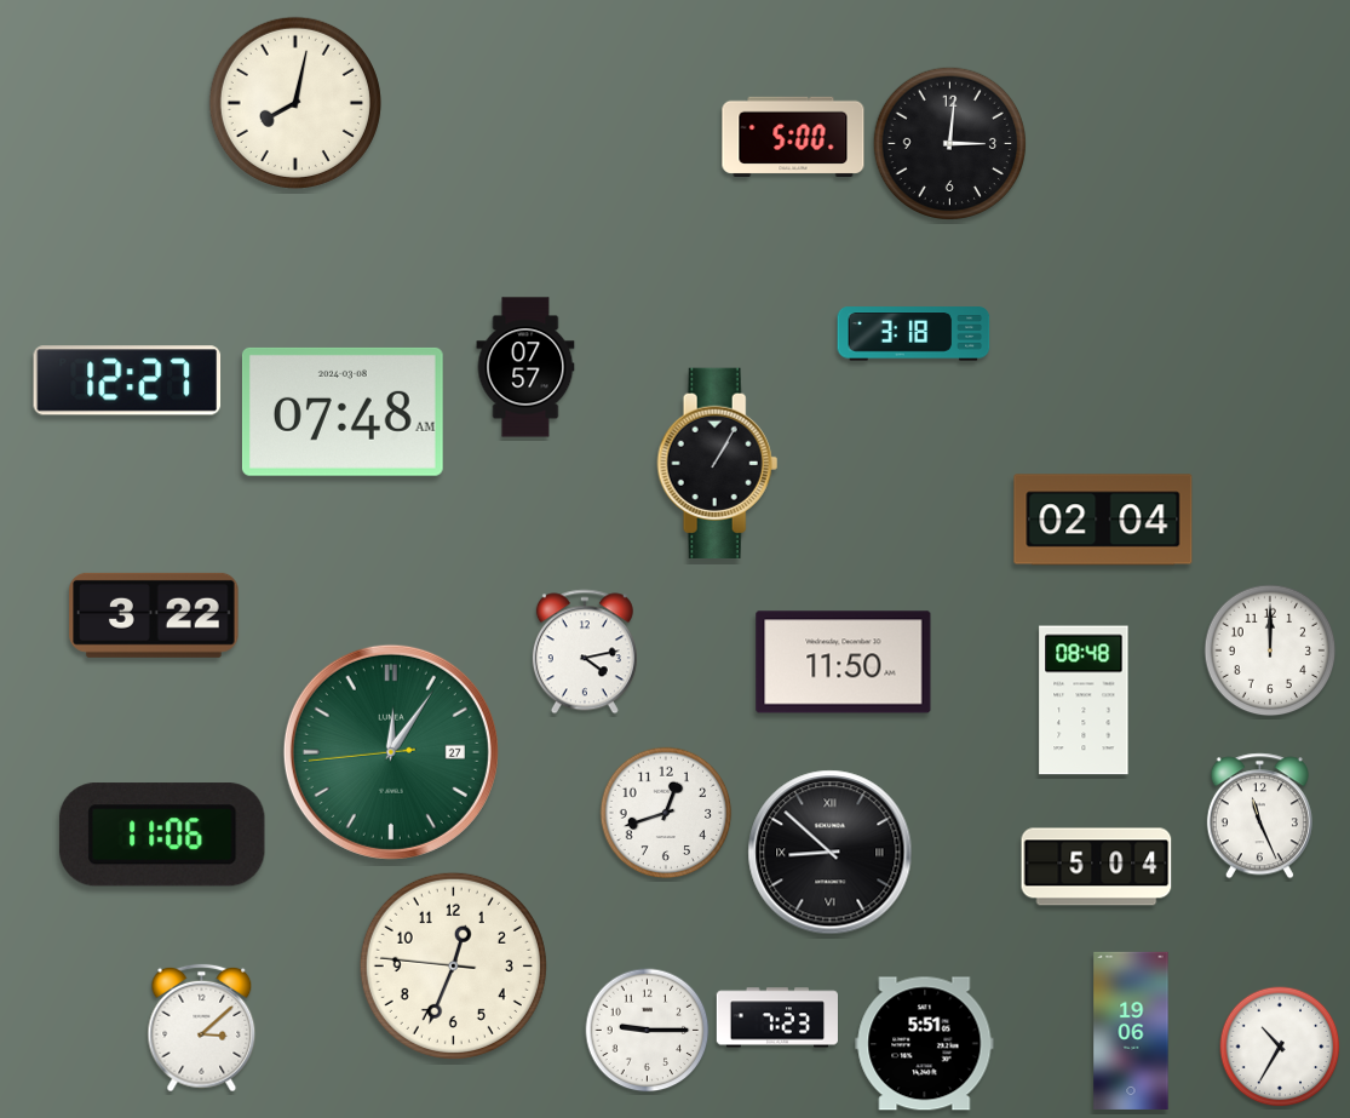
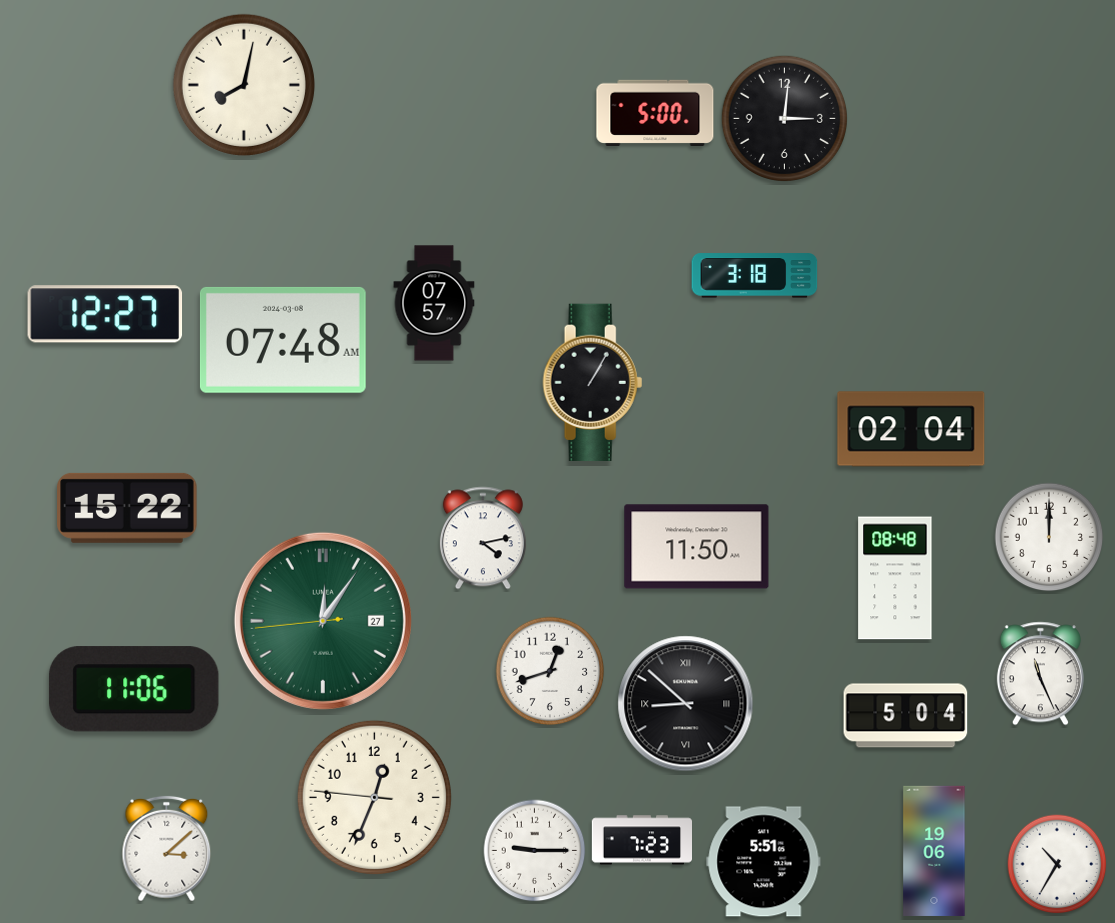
clock at (154, 615): 3:22 -> 15:22
